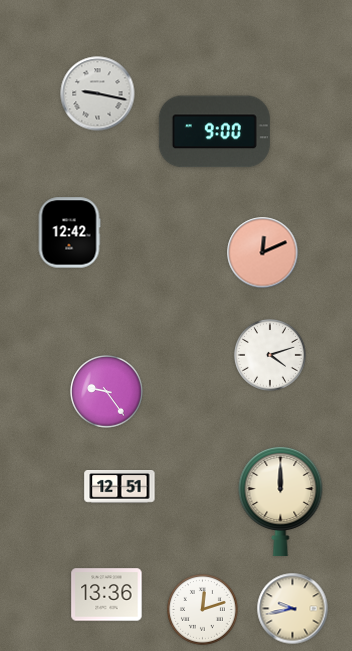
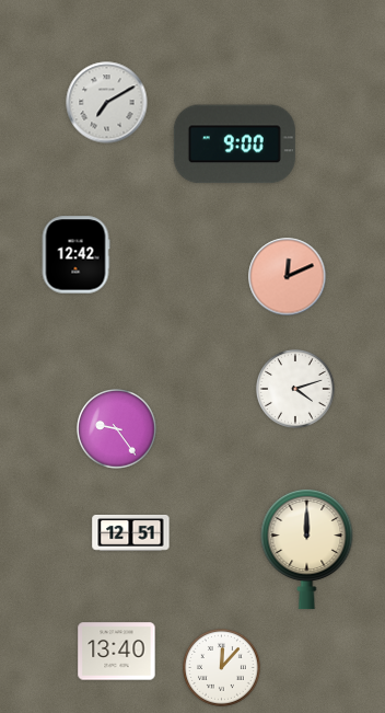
clock at (98, 94): 9:17 -> 7:10
clock at (107, 595): 13:36 -> 13:40
clock at (293, 609): 9:43 -> none
clock at (203, 610): 12:12 -> 12:07
